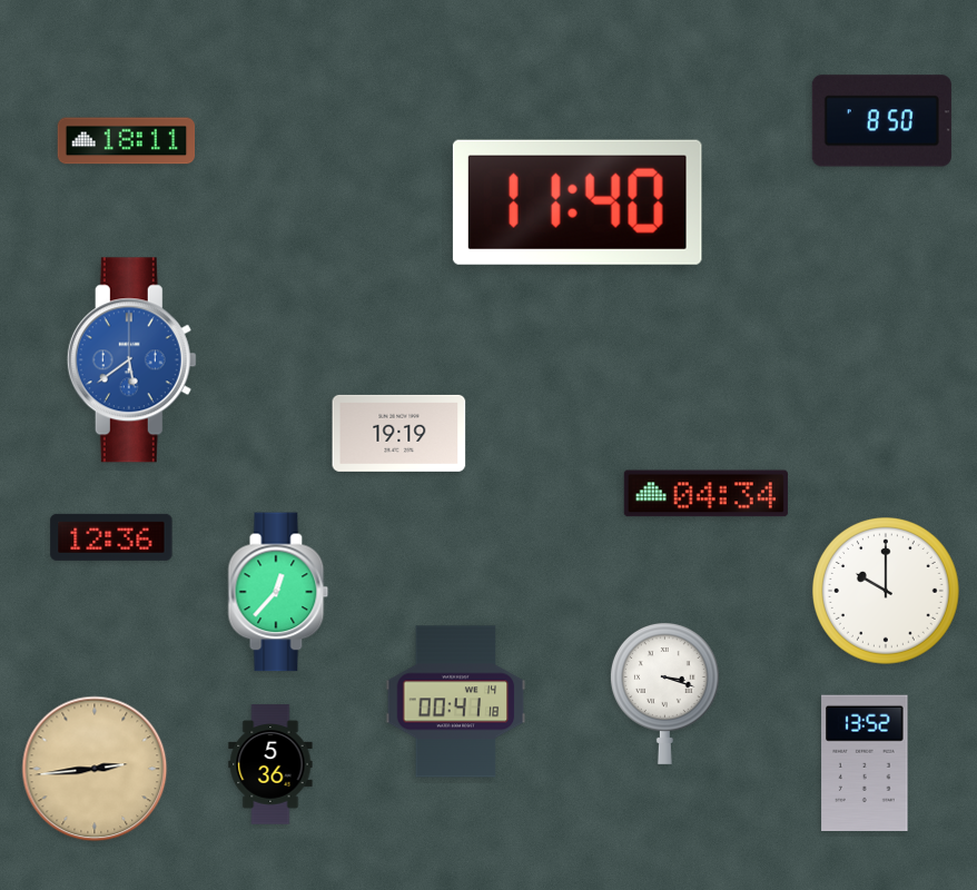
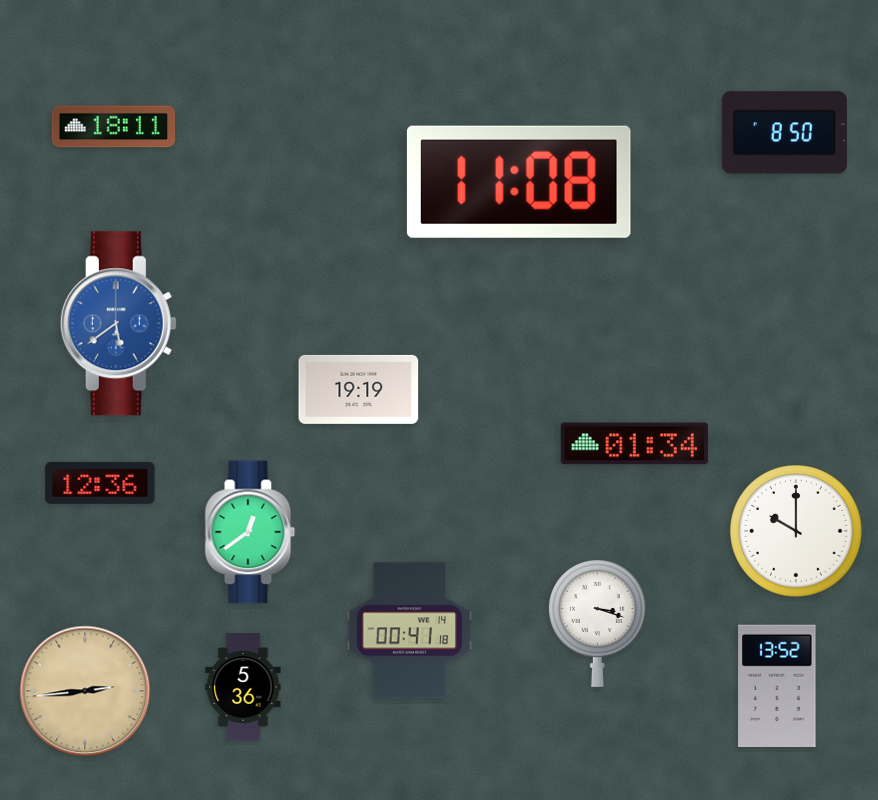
clock at (881, 121) position: (881, 121) -> (784, 133)
clock at (578, 202): 11:40 -> 11:08
clock at (705, 494): 04:34 -> 01:34
clock at (278, 592): 12:37 -> 12:39
